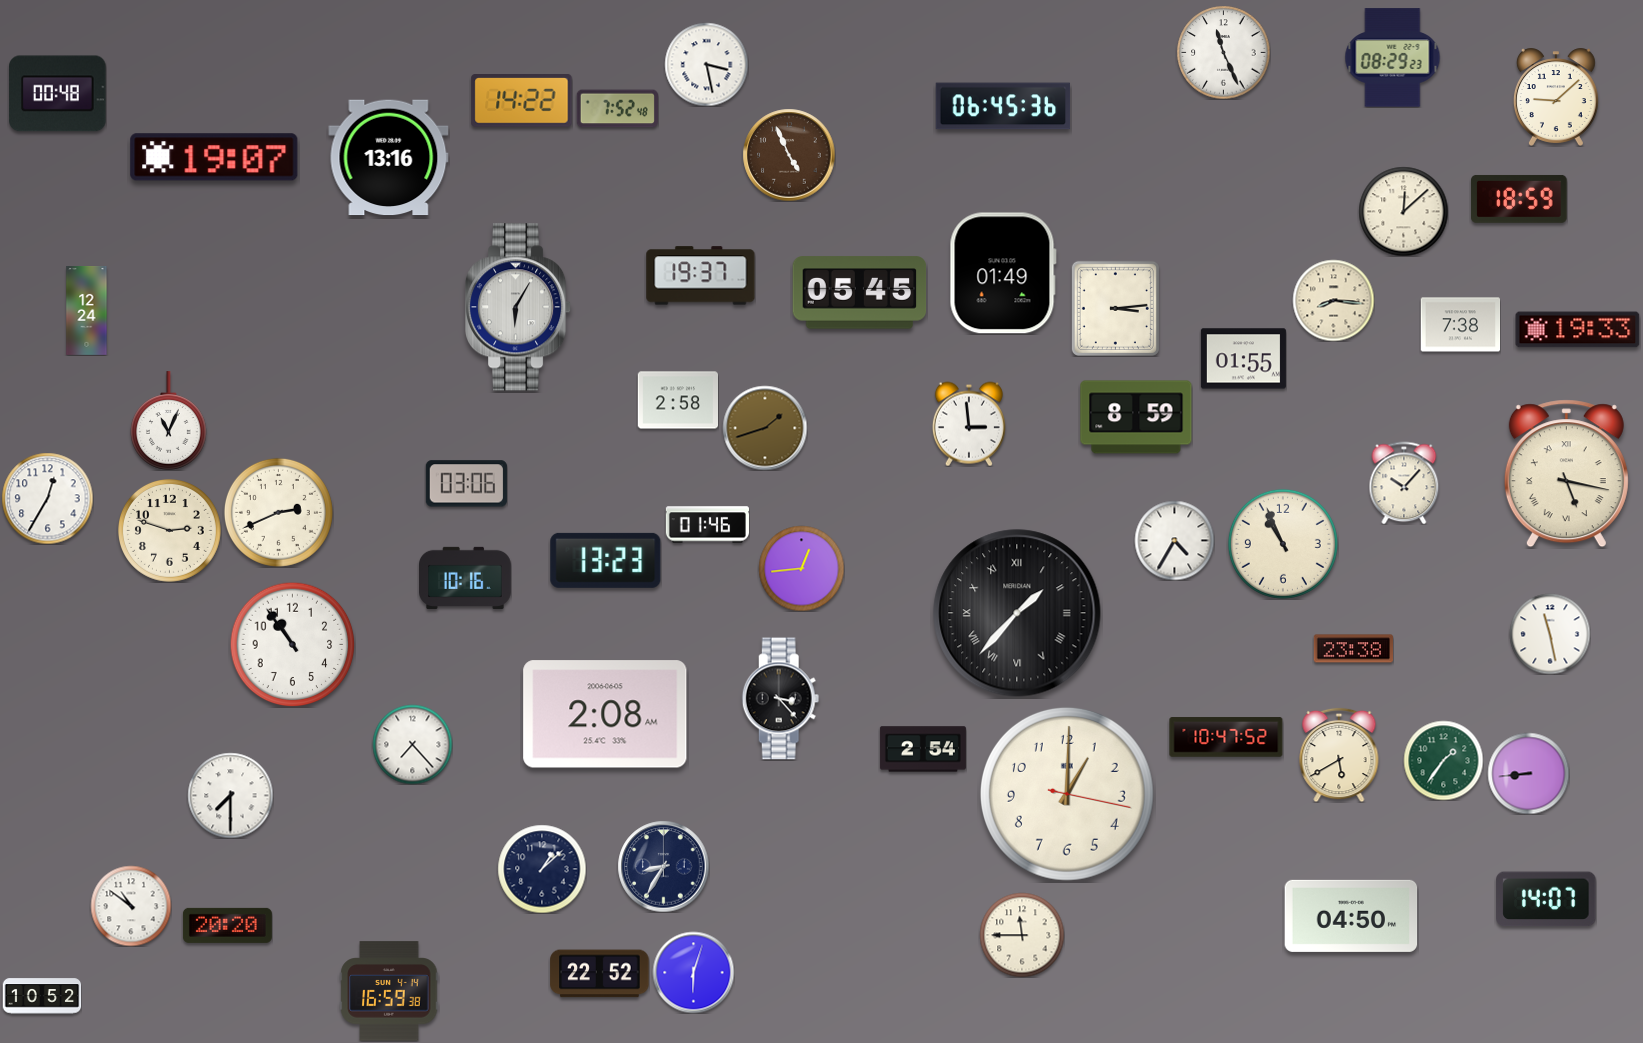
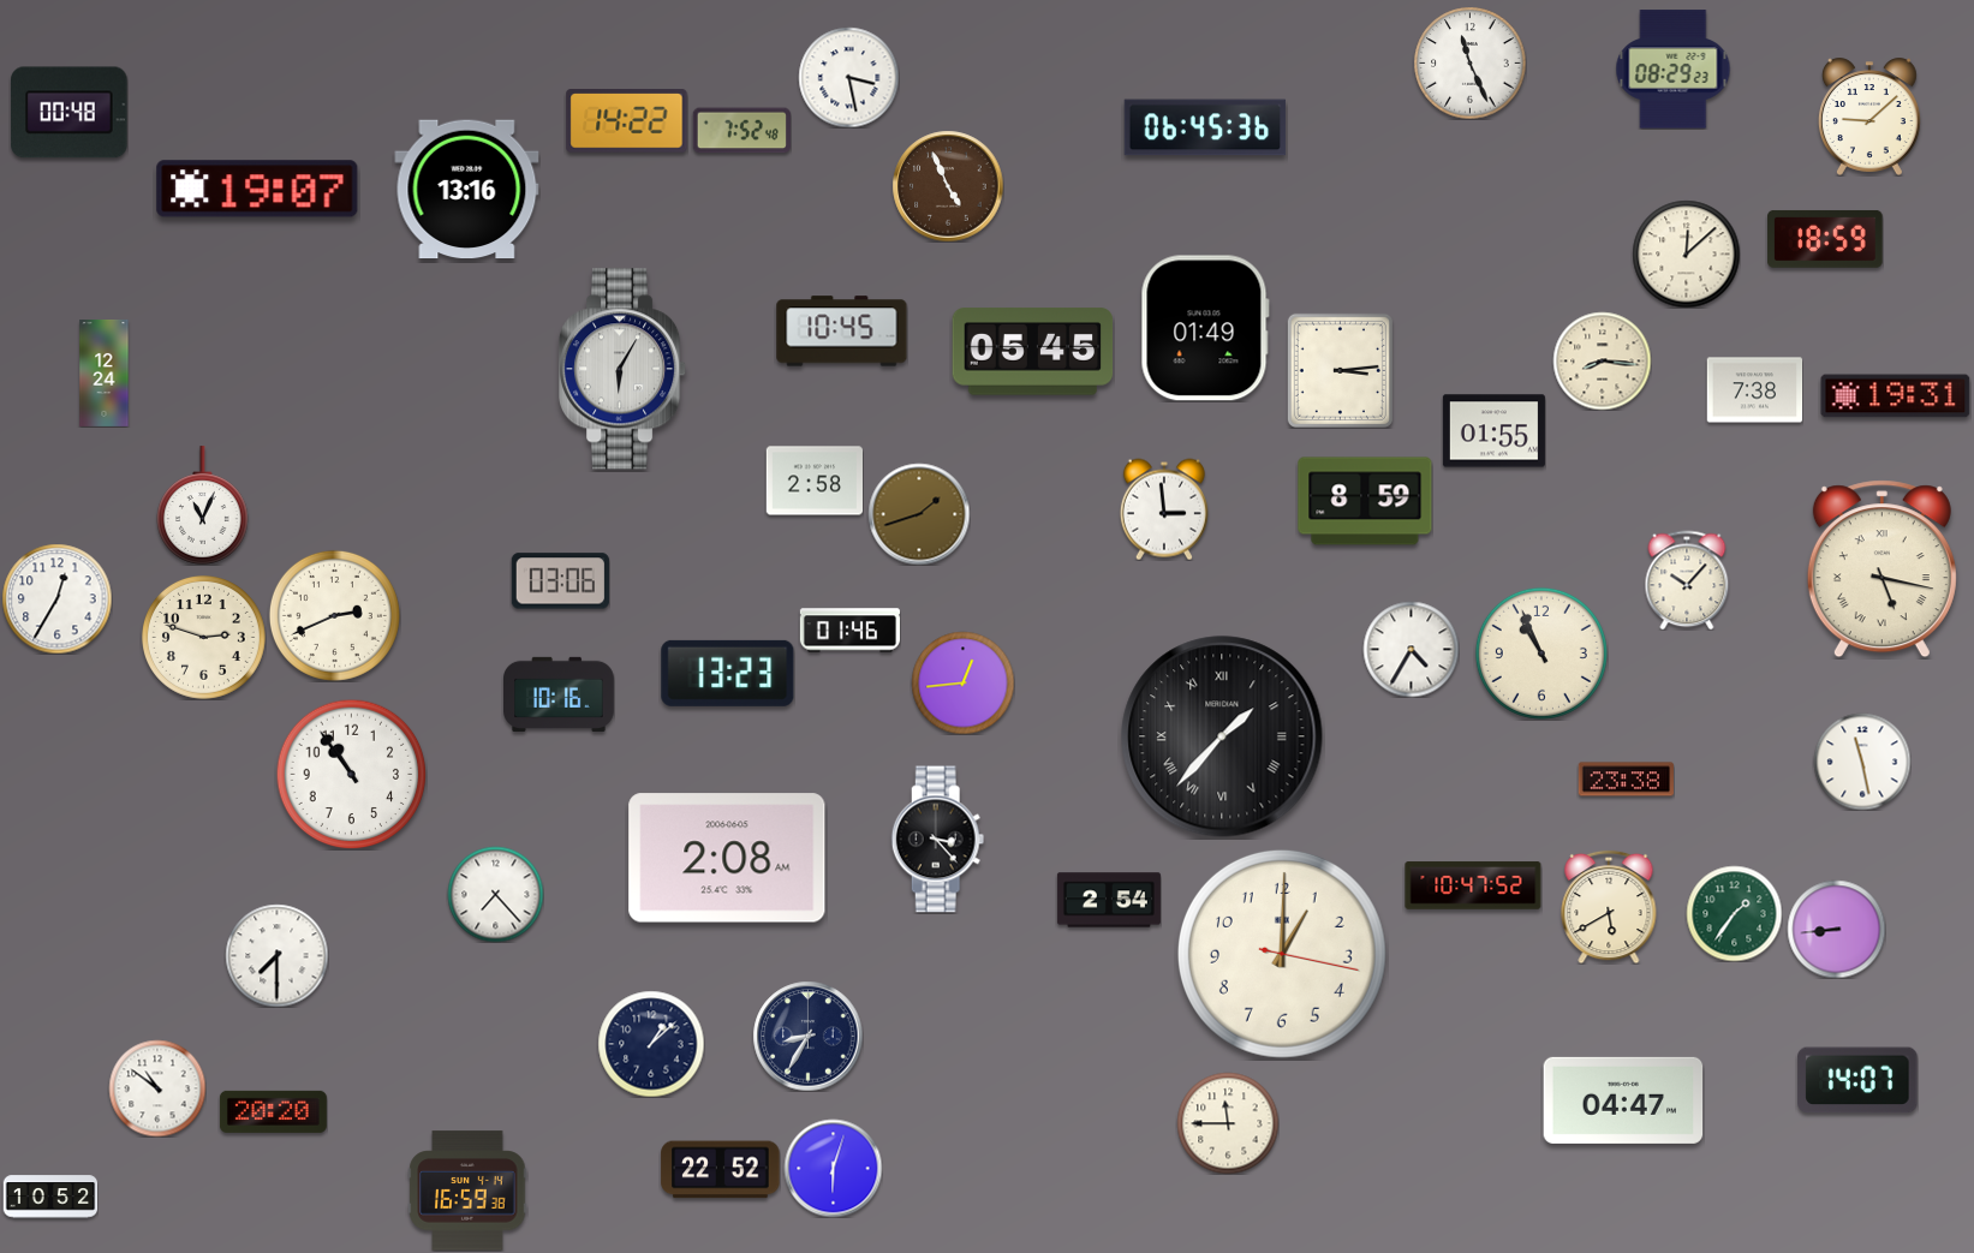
clock at (701, 276): 19:37 -> 10:45
clock at (1578, 330): 19:33 -> 19:31
clock at (663, 866) position: (663, 866) -> (807, 1036)
clock at (1351, 916): 04:50 -> 04:47
